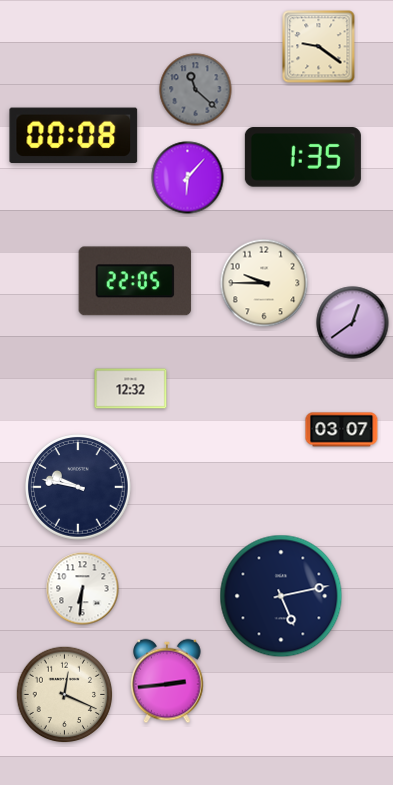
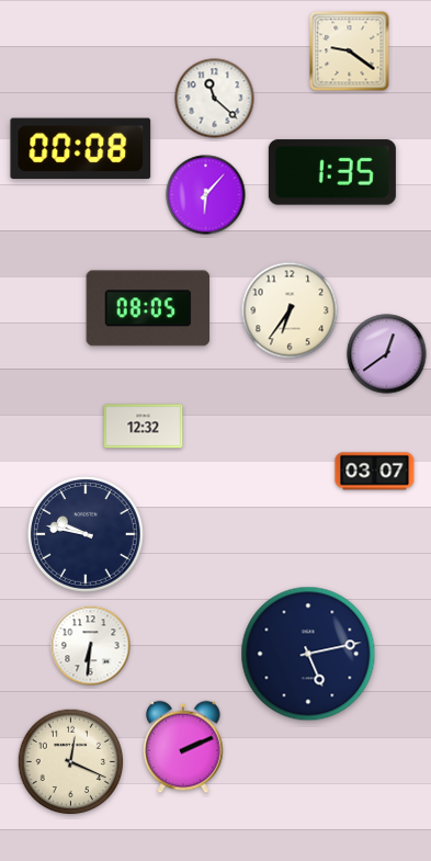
clock at (196, 90) dial: grey -> white
clock at (135, 281): 22:05 -> 08:05
clock at (264, 283): 9:45 -> 6:36
clock at (167, 681): 2:44 -> 2:11
